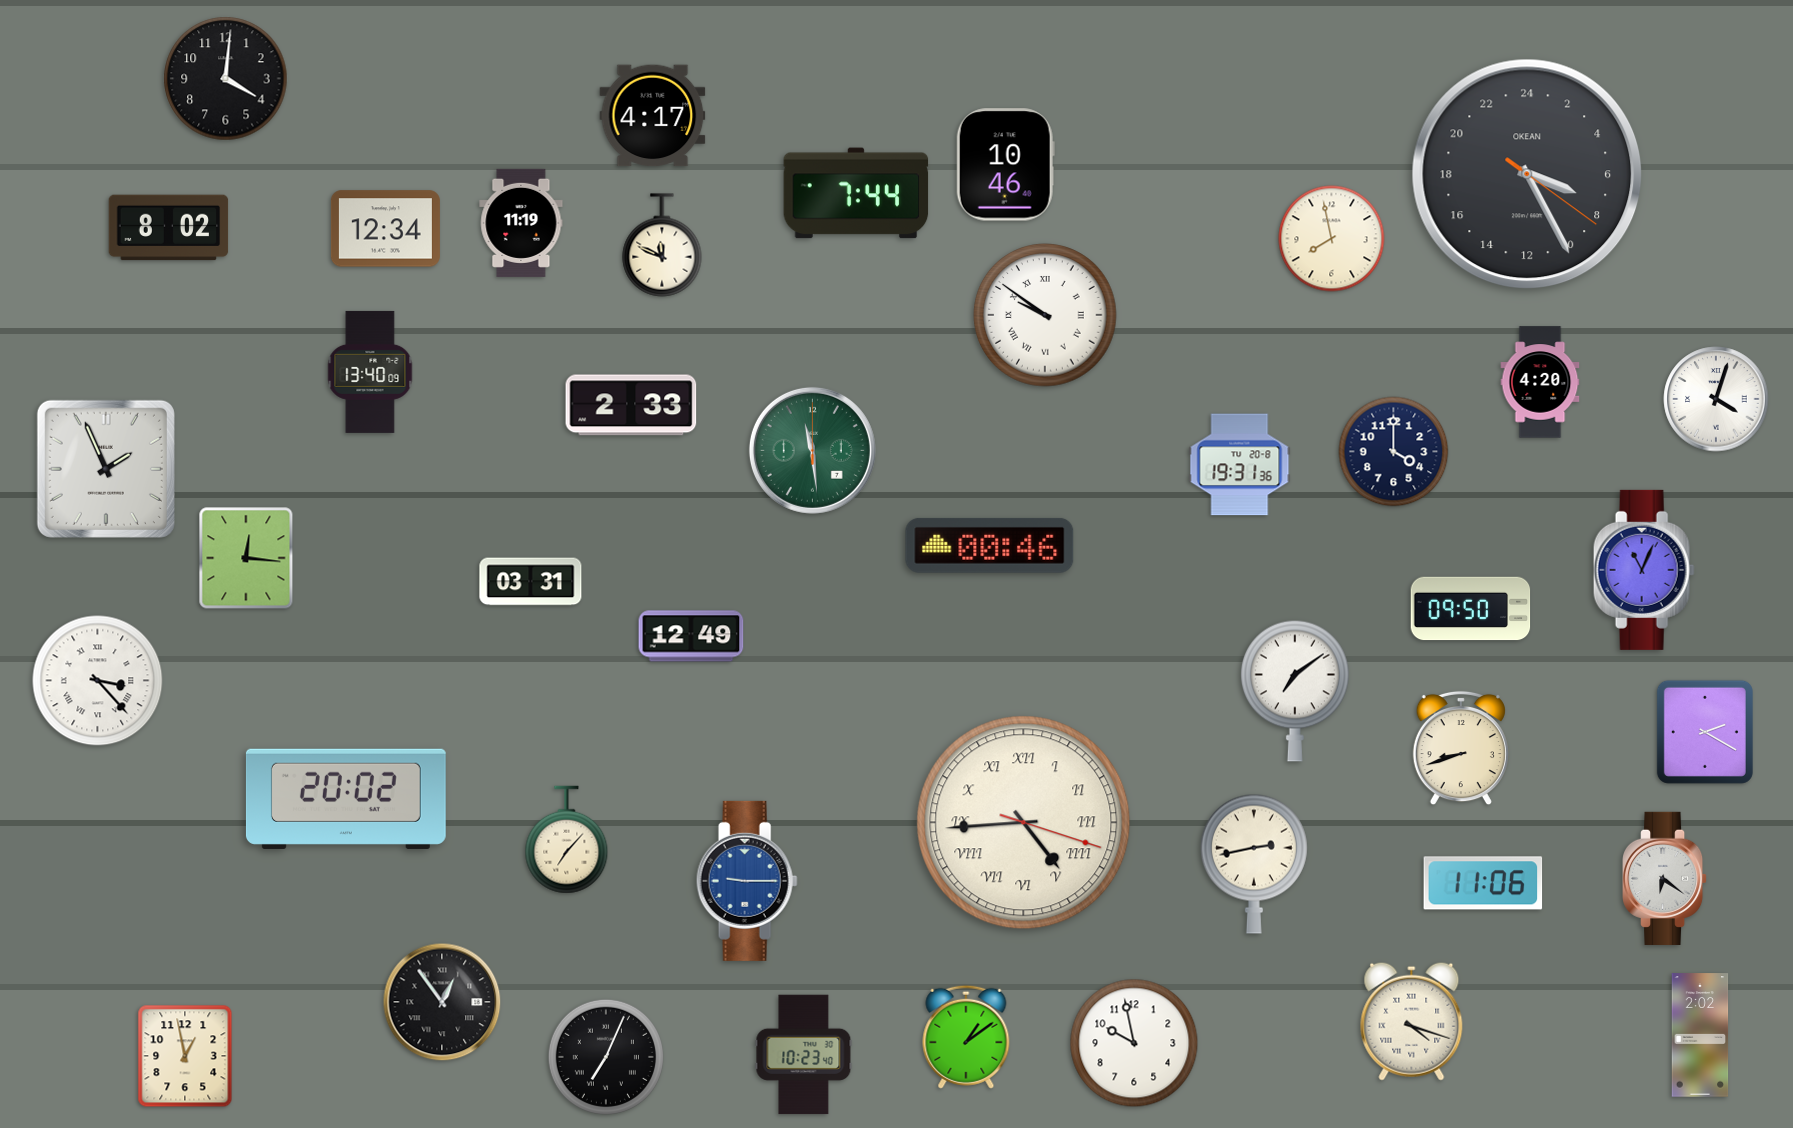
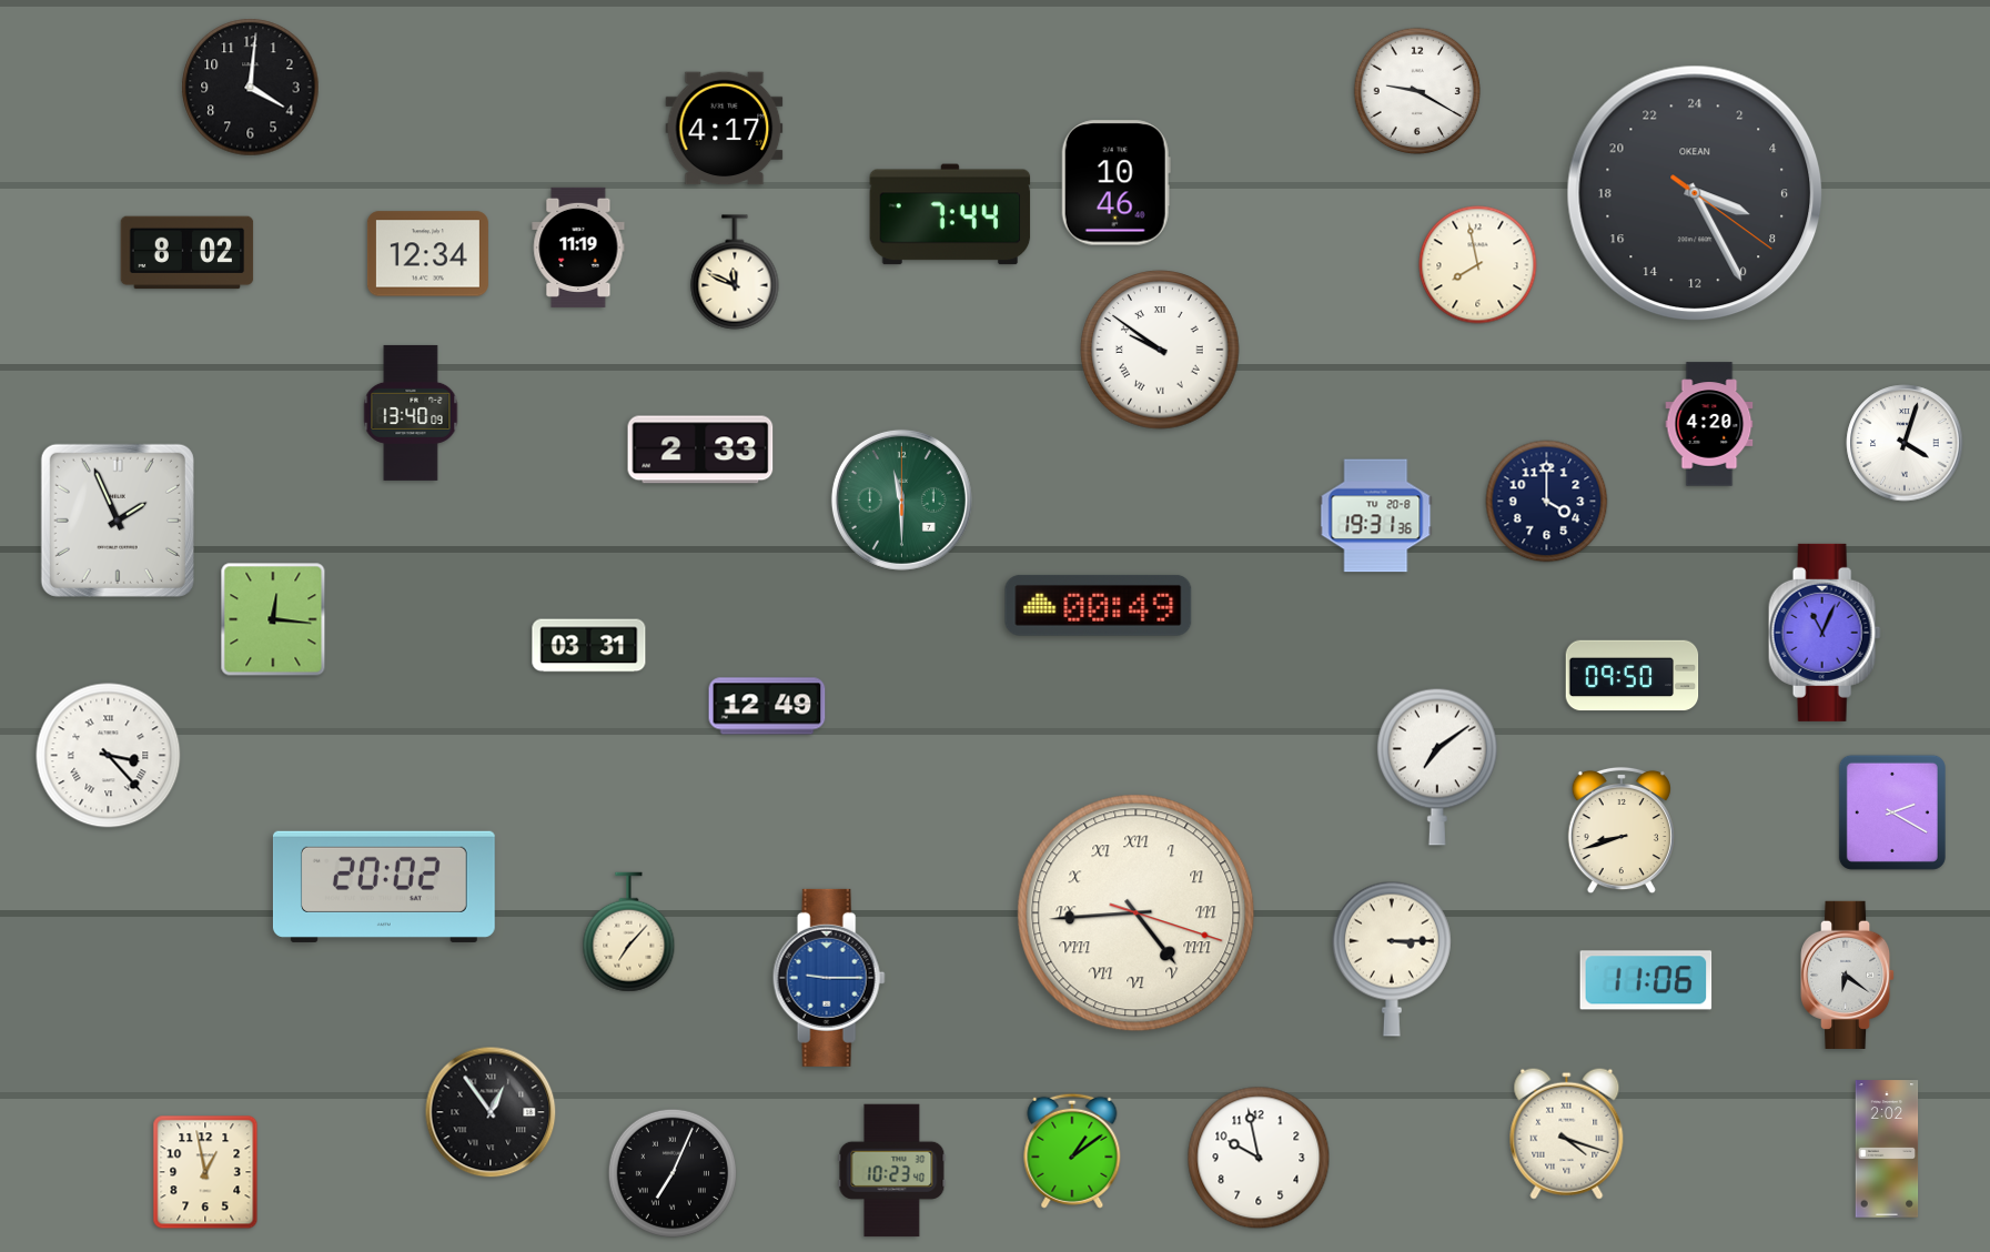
clock at (1417, 91): none -> 9:20
clock at (812, 450): 11:29 -> 11:30
clock at (990, 545): 00:46 -> 00:49
clock at (1254, 864): 2:43 -> 3:15
